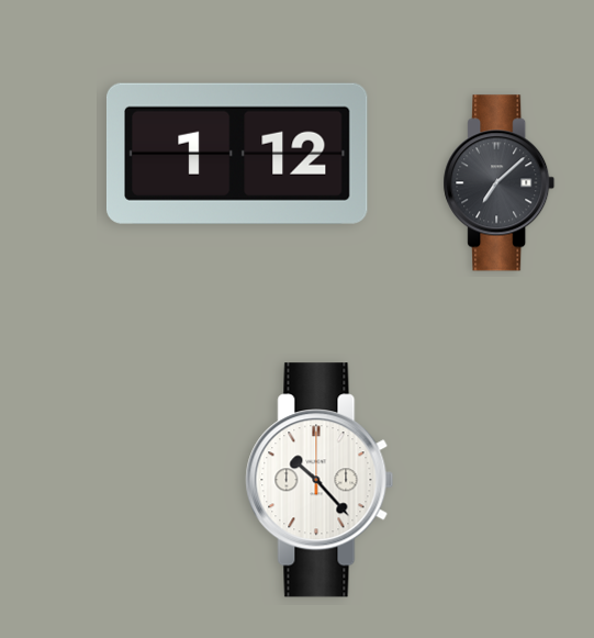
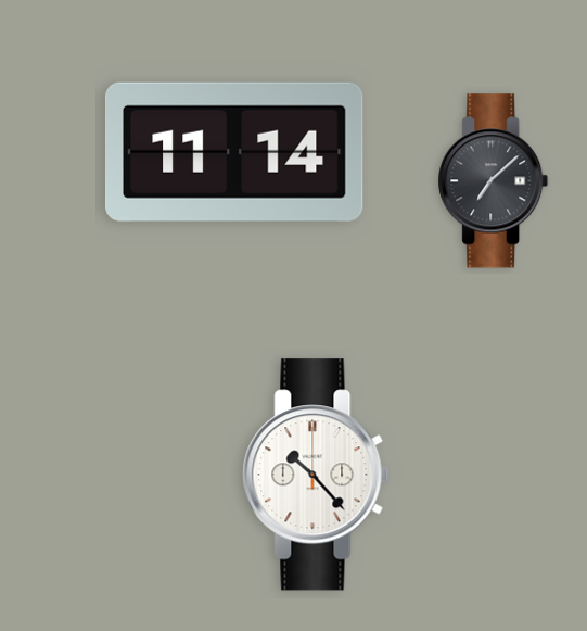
clock at (237, 154): 1:12 -> 11:14
